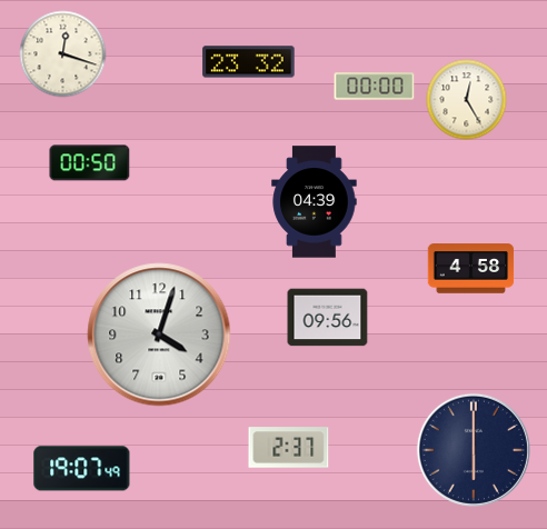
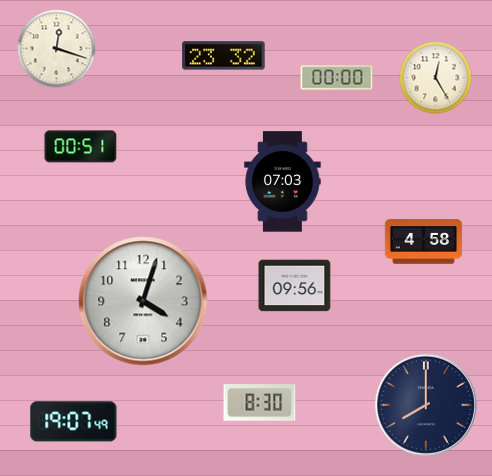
clock at (467, 100) position: (467, 100) -> (436, 78)
clock at (90, 163): 00:50 -> 00:51
clock at (315, 202): 04:39 -> 07:03
clock at (289, 448): 2:37 -> 8:30
clock at (474, 450): 6:00 -> 8:00
